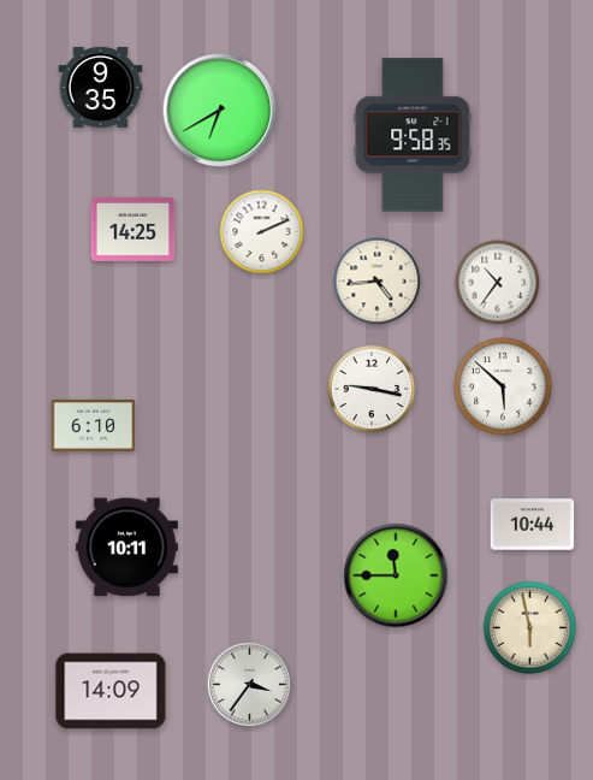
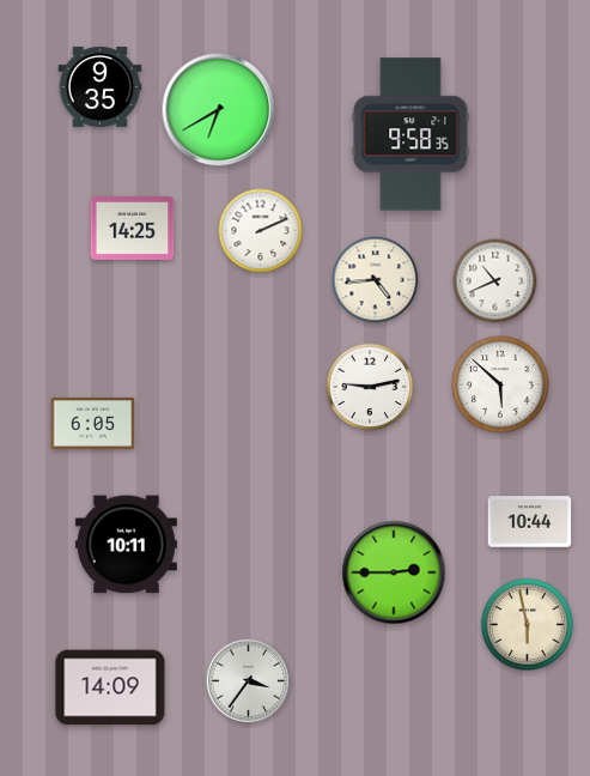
clock at (498, 283): 10:36 -> 10:41
clock at (372, 389): 9:17 -> 9:13
clock at (94, 425): 6:10 -> 6:05
clock at (396, 575): 11:45 -> 2:45
